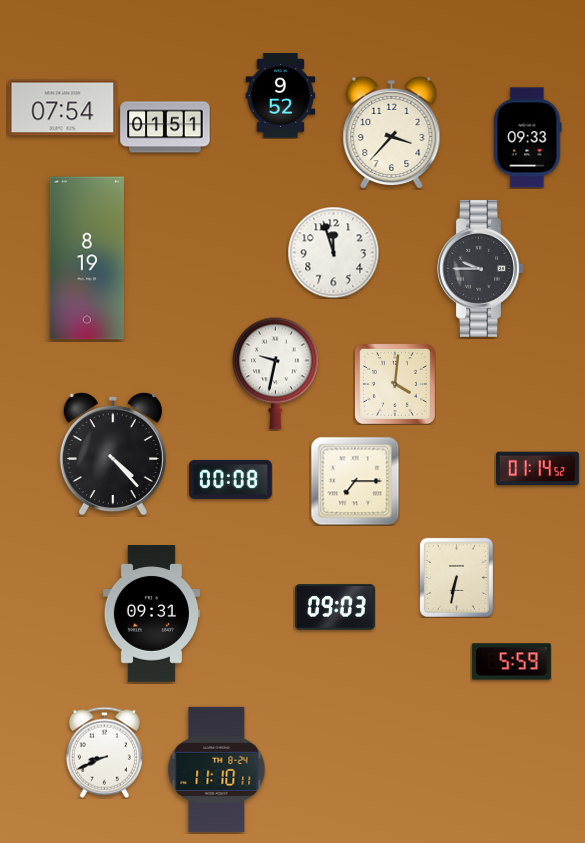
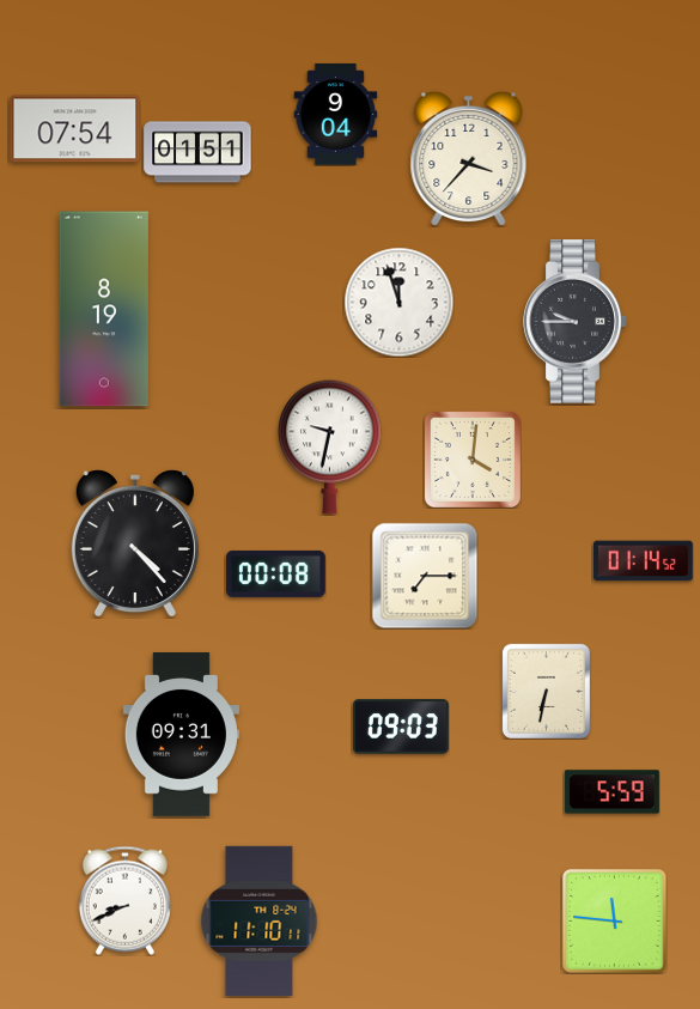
clock at (281, 96): 9:52 -> 9:04
clock at (528, 138): 09:33 -> none
clock at (615, 922): none -> 11:46
